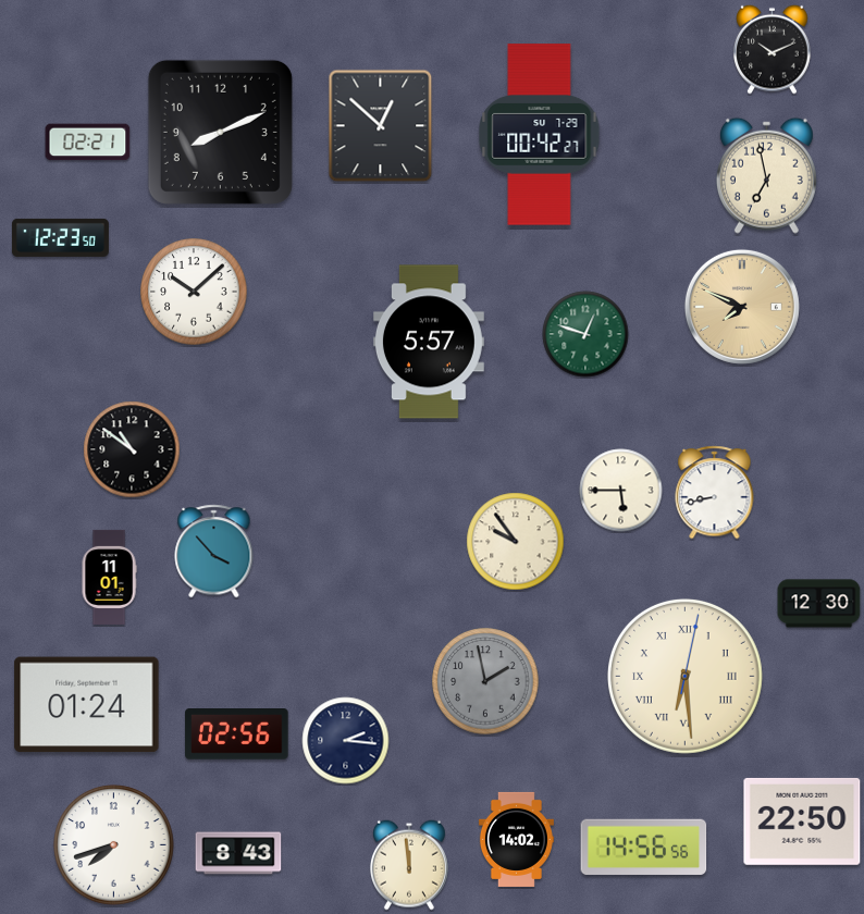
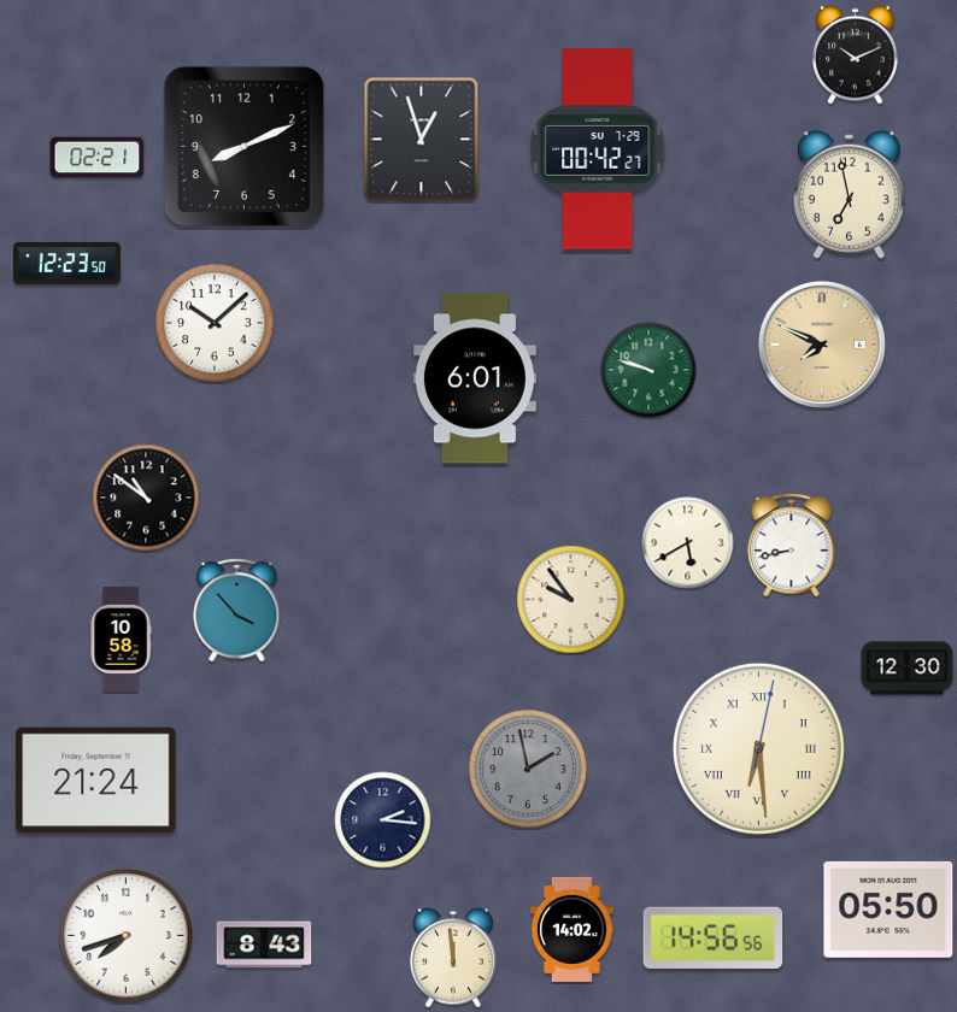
clock at (381, 126): 12:52 -> 12:57
clock at (742, 307) position: (742, 307) -> (822, 345)
clock at (585, 334): 12:48 -> 9:48
clock at (429, 342): 5:57 -> 6:01
clock at (621, 491): 5:45 -> 5:40
clock at (109, 577): 11:01 -> 10:58
clock at (485, 681) position: (485, 681) -> (528, 769)
clock at (87, 705): 01:24 -> 21:24
clock at (237, 734): 02:56 -> none
clock at (802, 822): 22:50 -> 05:50
